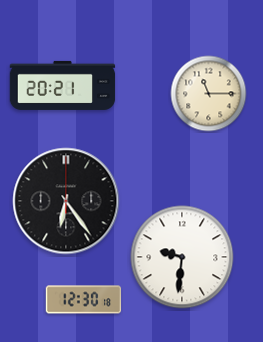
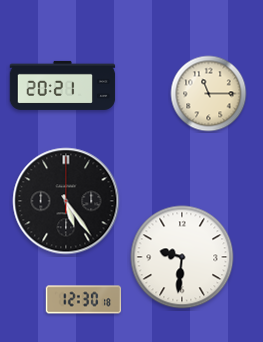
clock at (66, 201): 6:24 -> 5:24
